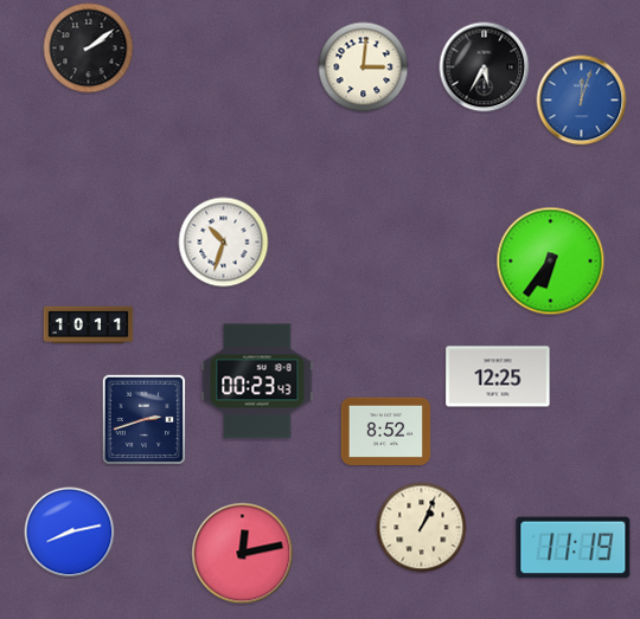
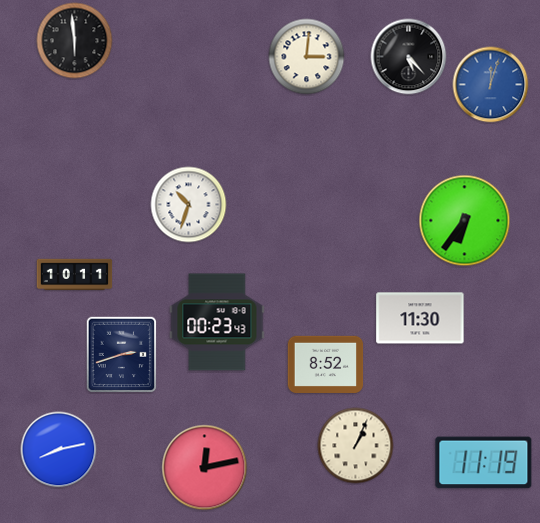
clock at (89, 49): 2:09 -> 5:59
clock at (485, 67): 5:35 -> 5:23
clock at (498, 376): 12:25 -> 11:30
